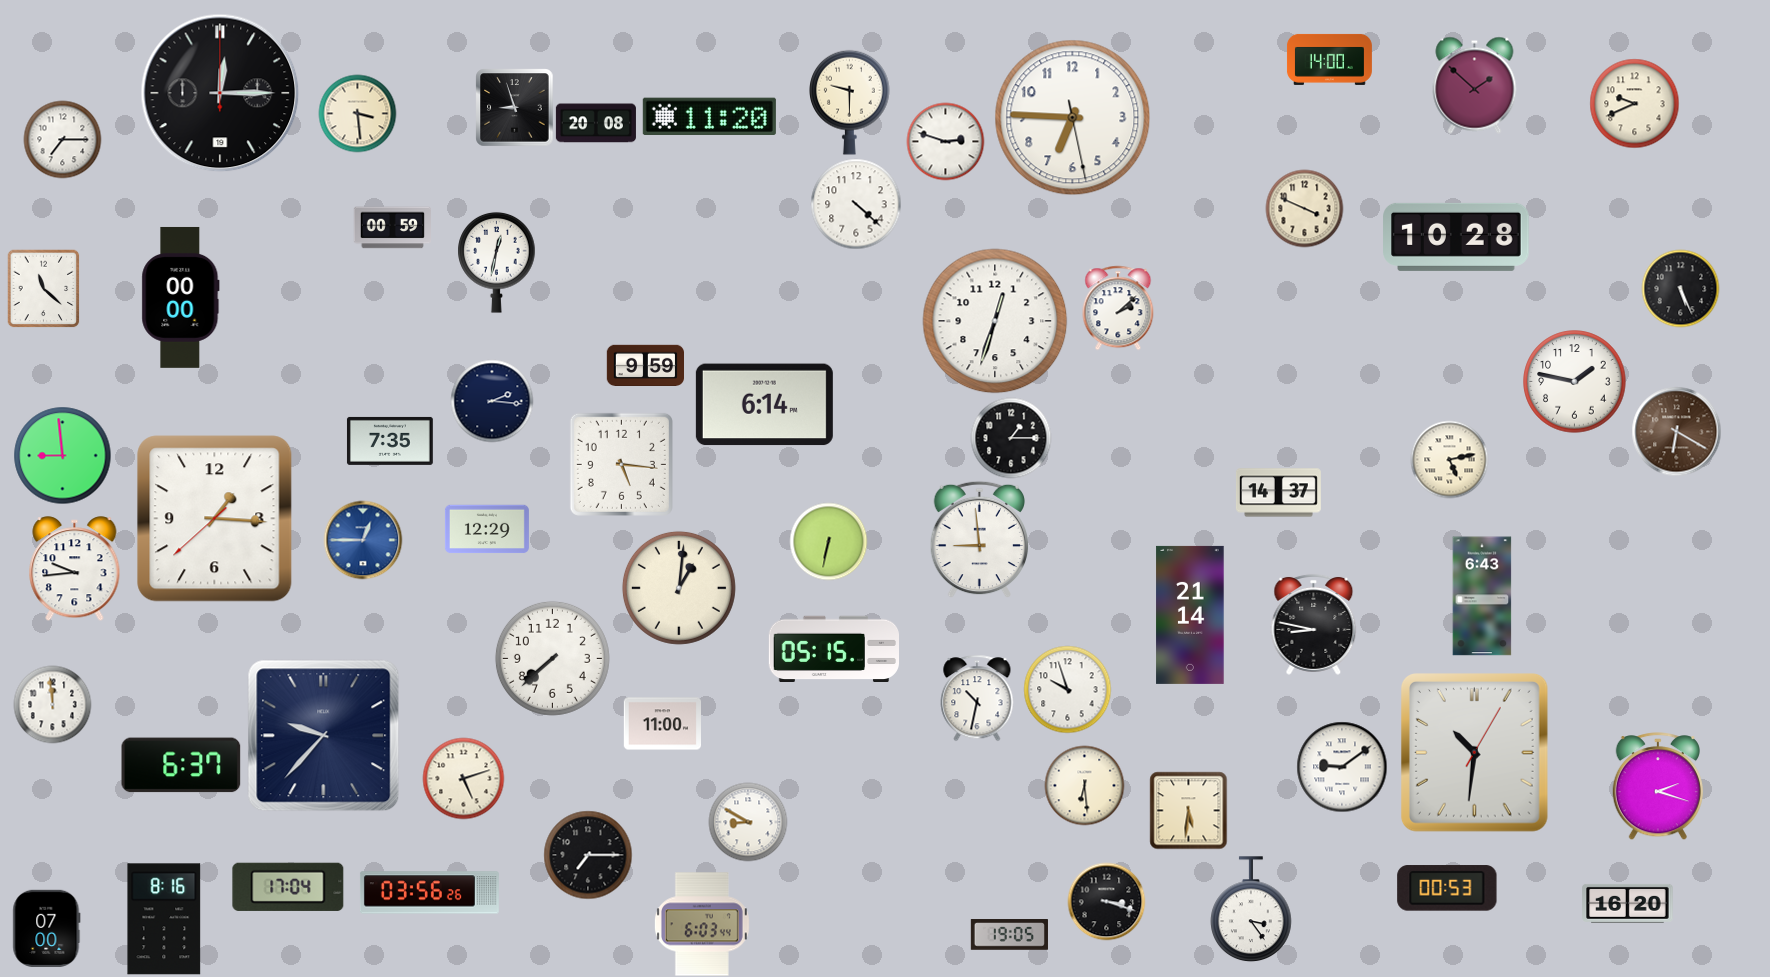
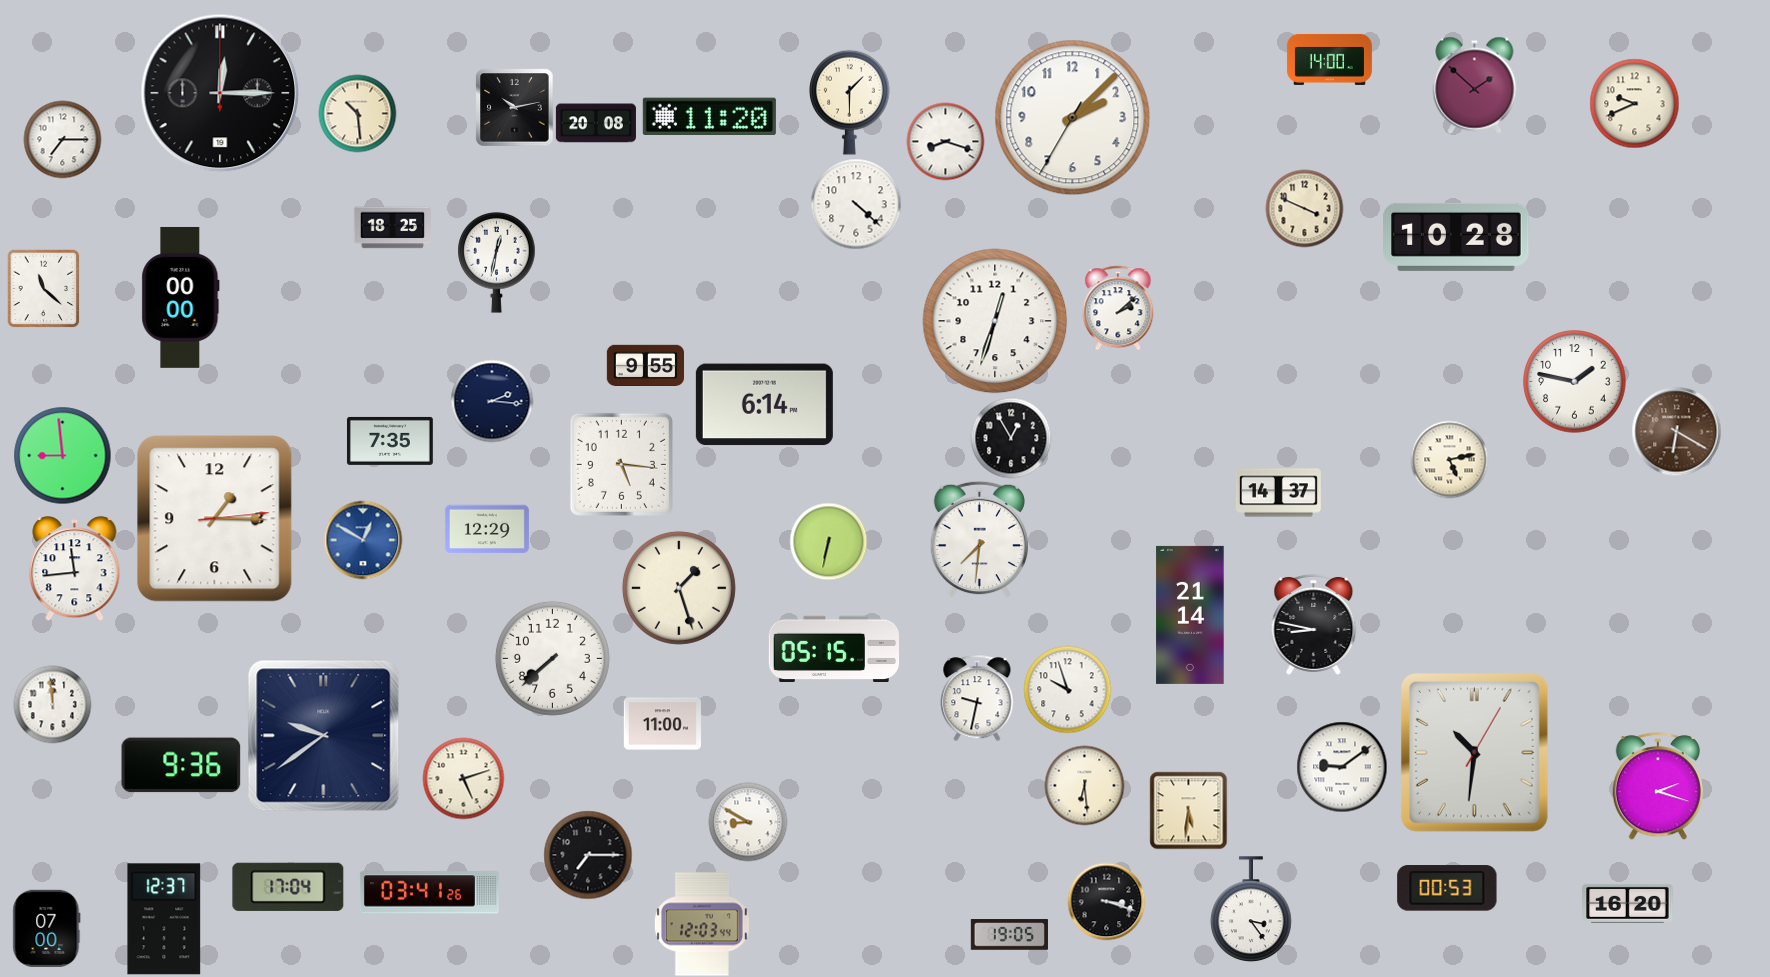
clock at (850, 102): 9:30 -> 1:30
clock at (514, 107): 8:57 -> 10:13
clock at (357, 113): 3:29 -> 10:29
clock at (1073, 118): 6:45 -> 2:07
clock at (945, 141): 2:48 -> 8:18
clock at (392, 228): 00:59 -> 18:25
clock at (1680, 288): 5:26 -> none
clock at (645, 365): 9:59 -> 9:55
clock at (1011, 438): 1:15 -> 12:55
clock at (215, 519): 1:15:38 -> 1:15:14
clock at (979, 539): 8:59 -> 7:31
clock at (363, 540): 12:45 -> 12:50
clock at (75, 569): 9:44 -> 11:44
clock at (679, 588): 1:01 -> 1:27
clock at (1482, 596): 6:43 -> none
clock at (977, 698): 10:32 -> 9:32
clock at (324, 736): 9:37 -> 9:39
clock at (181, 765): 6:37 -> 9:36
clock at (429, 893): 03:56 -> 03:41
clock at (164, 919): 8:16 -> 12:37
clock at (702, 924): 6:03 -> 12:03
